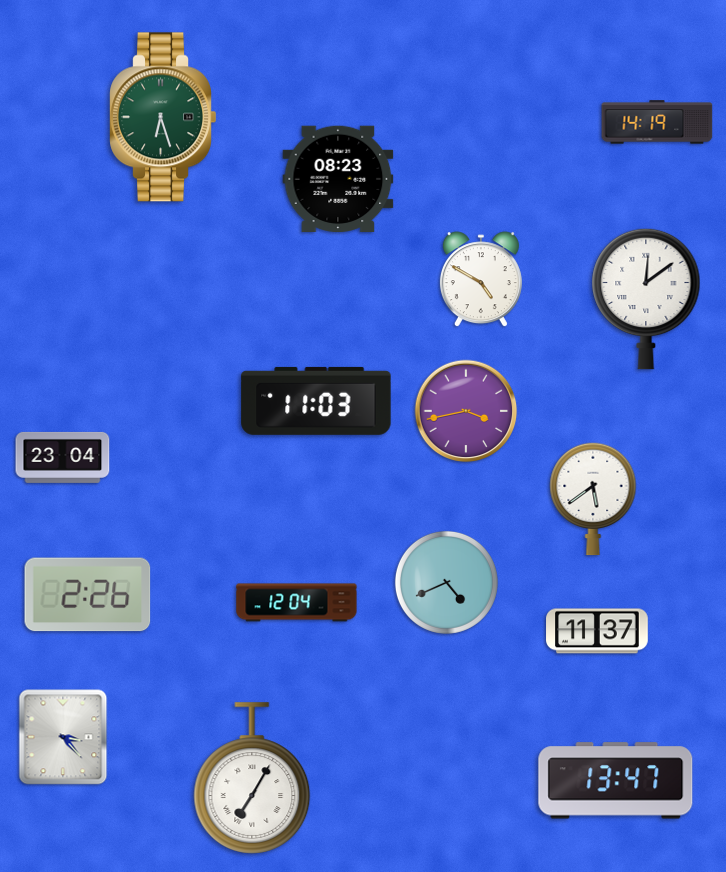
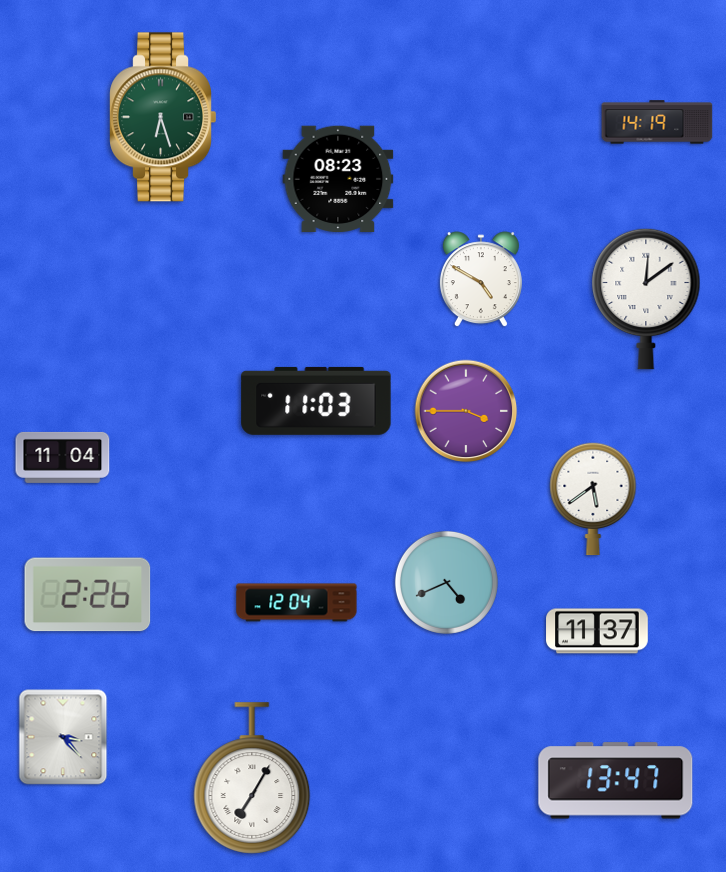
clock at (466, 411): 3:43 -> 3:45
clock at (63, 457): 23:04 -> 11:04
